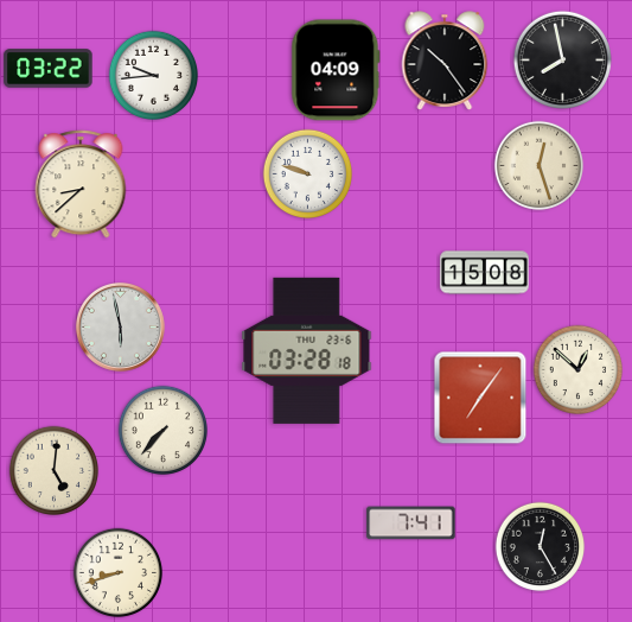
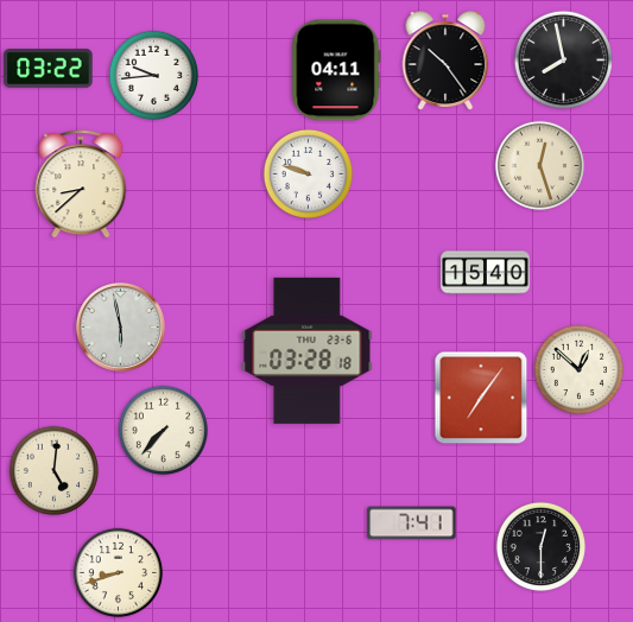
clock at (336, 70): 04:09 -> 04:11
clock at (485, 273): 15:08 -> 15:40
clock at (541, 547): 12:25 -> 12:30
